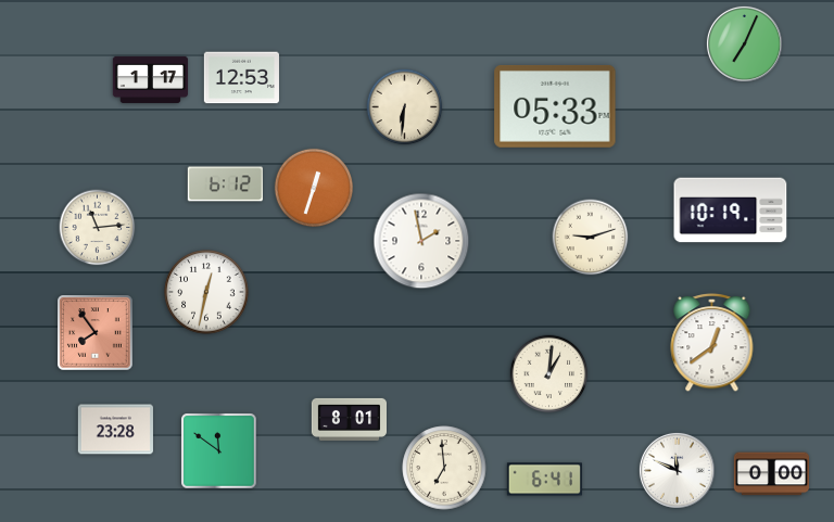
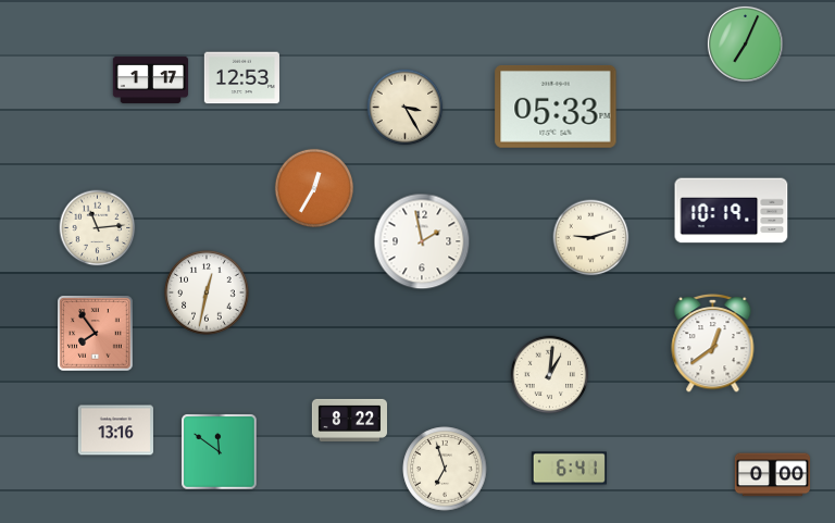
clock at (405, 107): 6:31 -> 3:25
clock at (225, 184): 6:12 -> none
clock at (314, 188): 12:33 -> 12:35
clock at (349, 419): 8:01 -> 8:22
clock at (115, 430): 23:28 -> 13:16
clock at (444, 468): 6:59 -> 6:57
clock at (677, 470): 11:49 -> none
clock at (544, 480) position: (544, 480) -> (569, 469)
